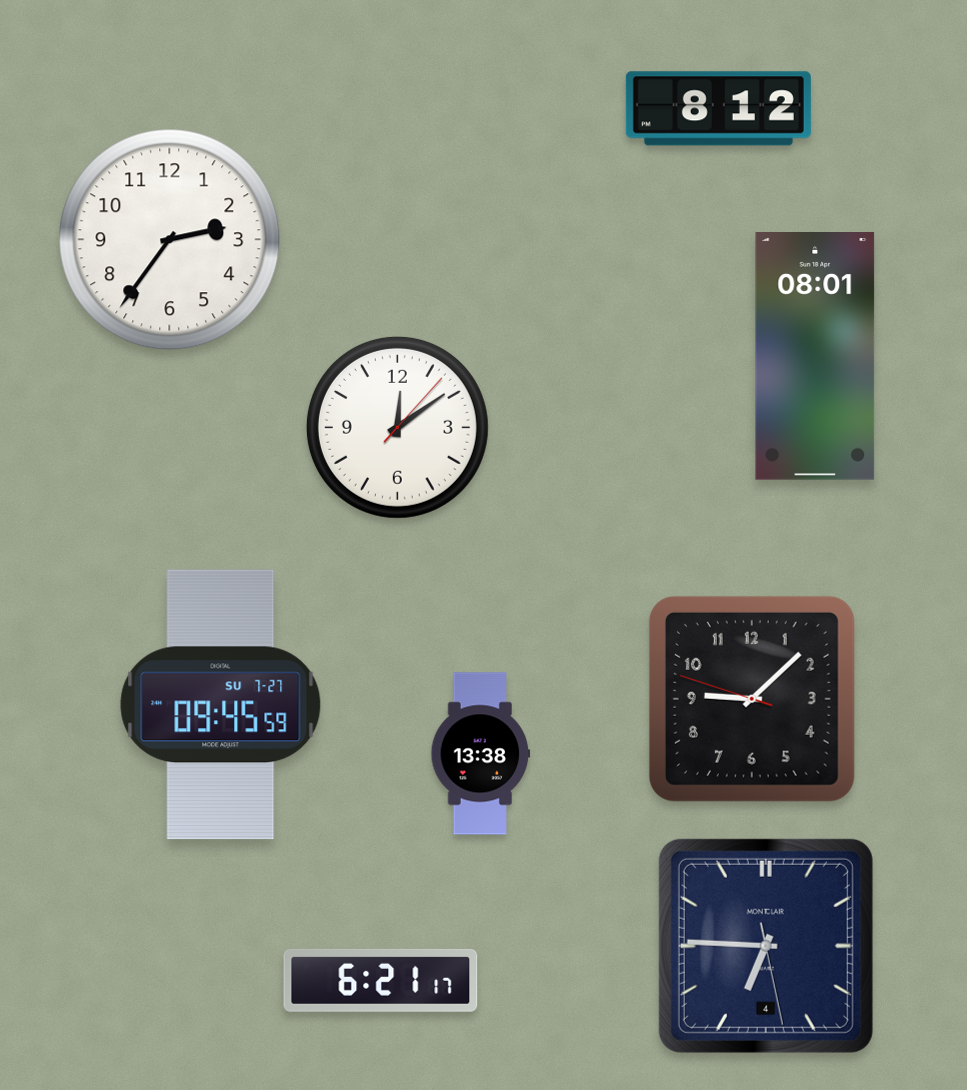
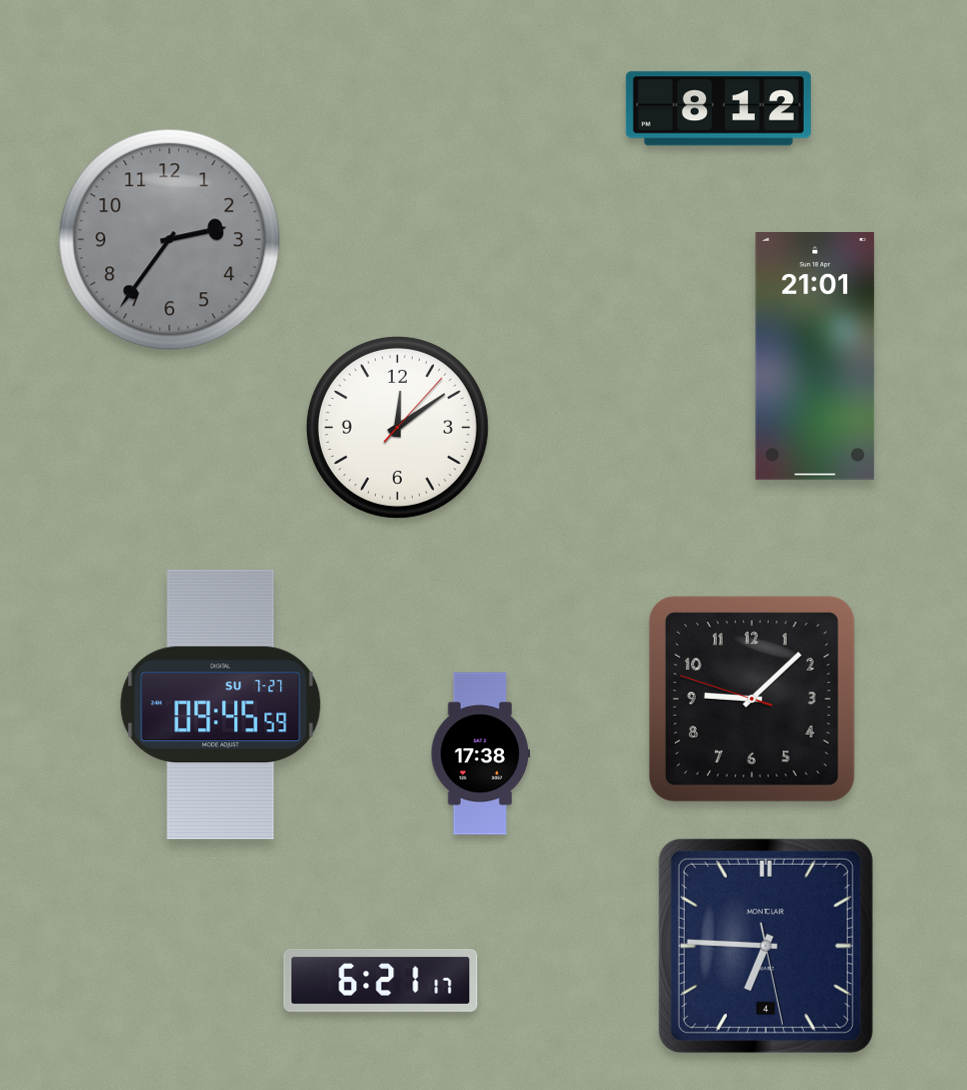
clock at (170, 240) dial: white -> grey
clock at (815, 357): 08:01 -> 21:01
clock at (481, 754): 13:38 -> 17:38
